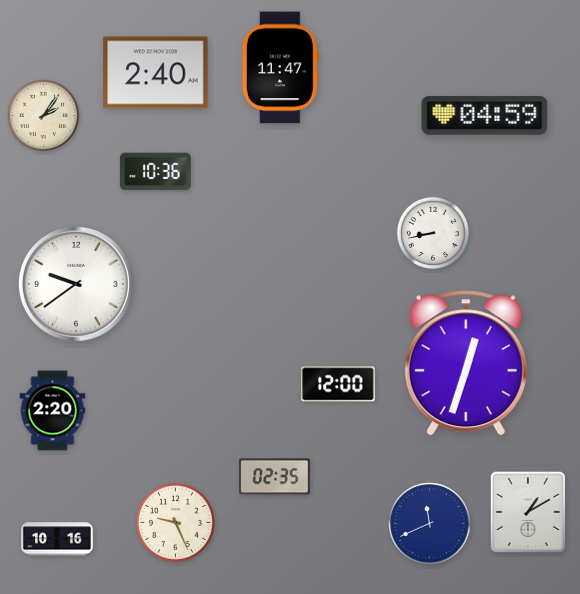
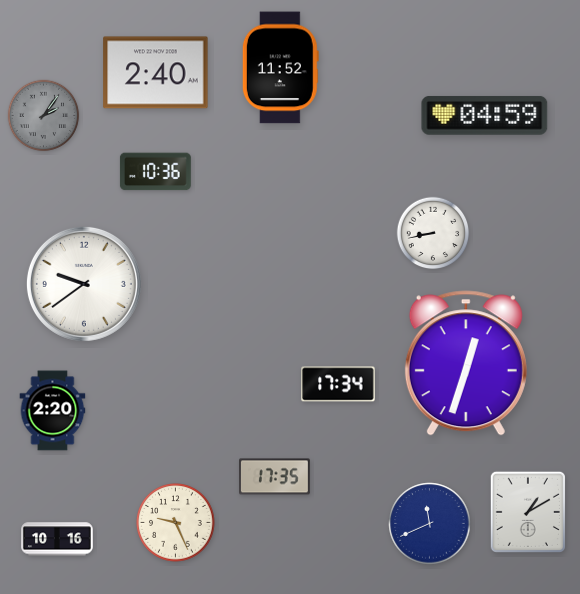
clock at (280, 68): 11:47 -> 11:52
clock at (44, 116) dial: cream -> grey
clock at (76, 284) position: (76, 284) -> (84, 284)
clock at (338, 384): 12:00 -> 17:34
clock at (275, 477): 02:35 -> 17:35
